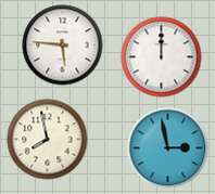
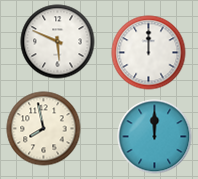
clock at (63, 46): 5:46 -> 5:49
clock at (168, 148): 2:58 -> 12:00
